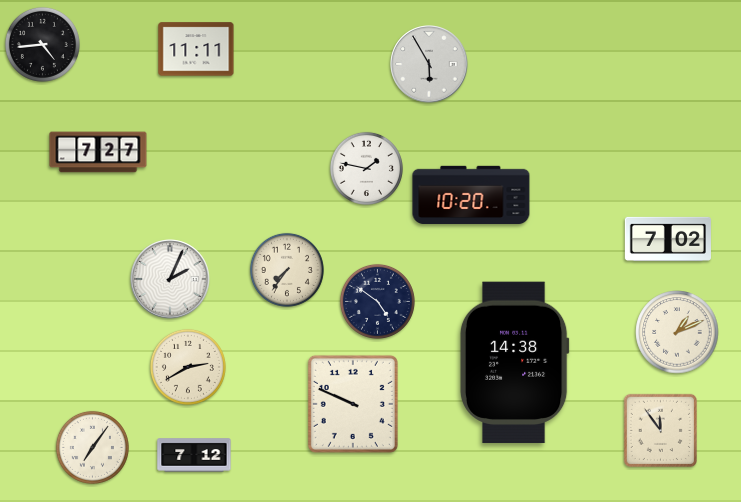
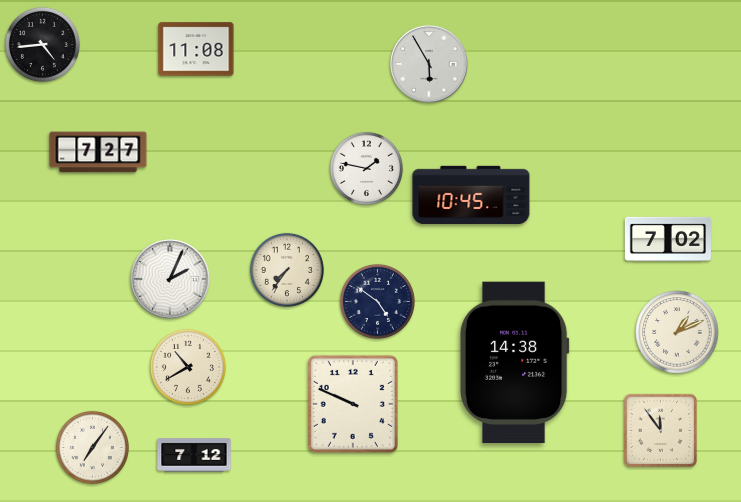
clock at (196, 49): 11:11 -> 11:08
clock at (471, 195): 10:20 -> 10:45
clock at (188, 367): 2:40 -> 10:40
